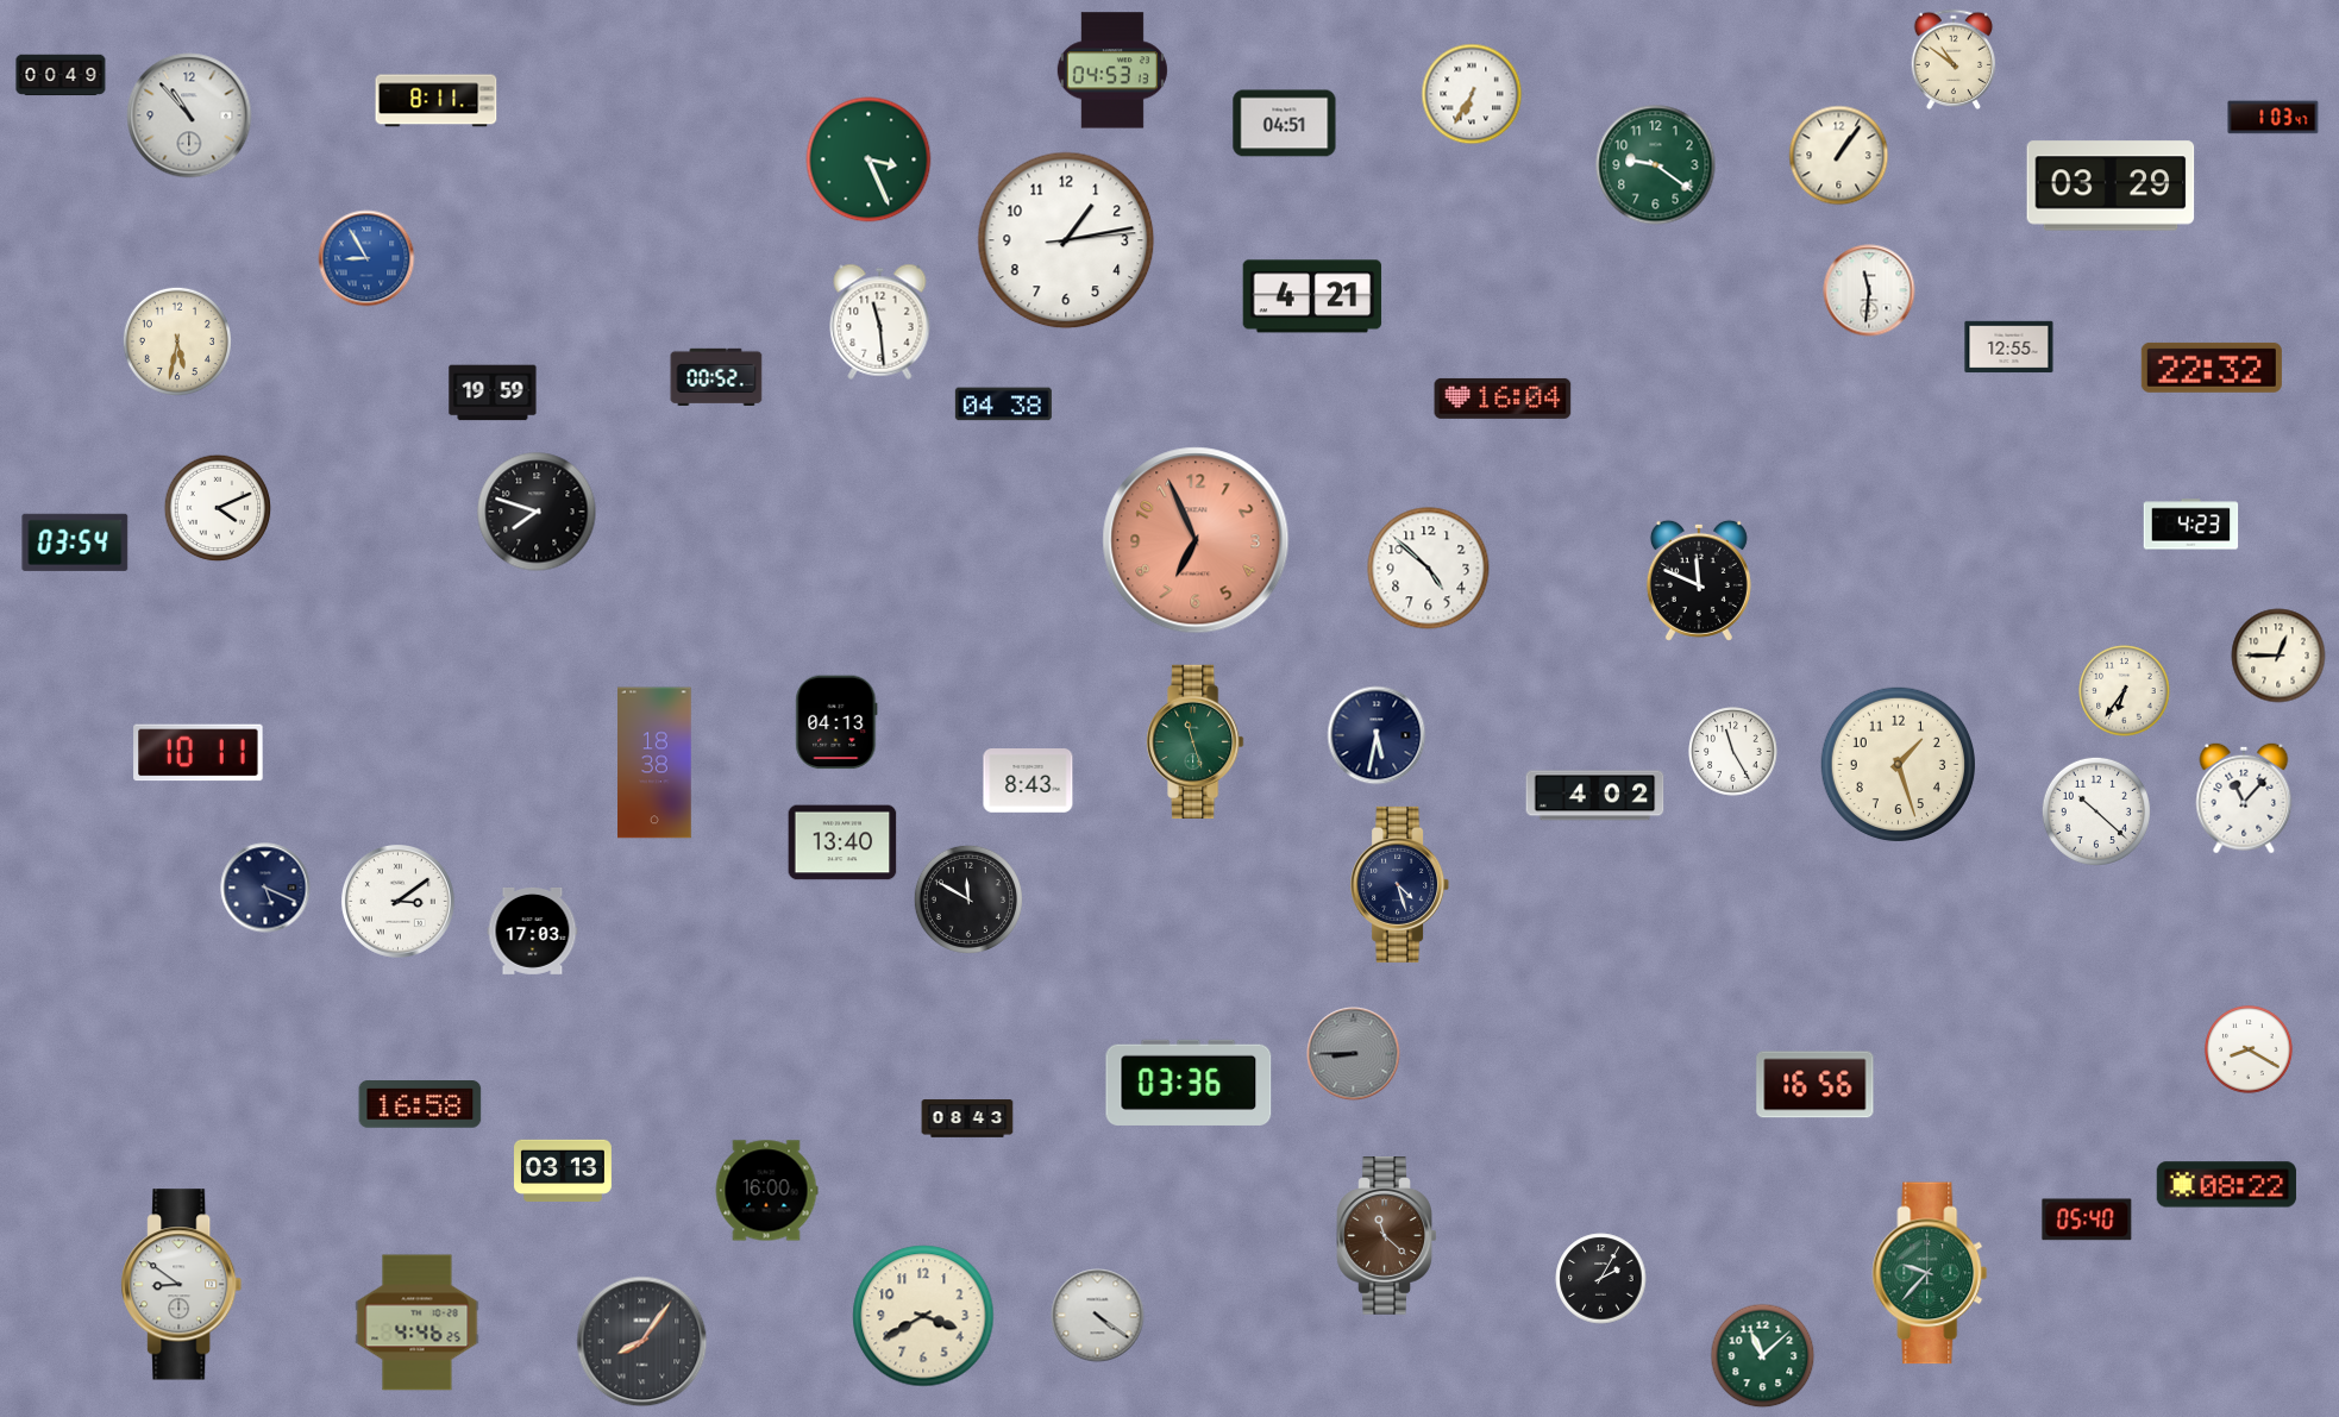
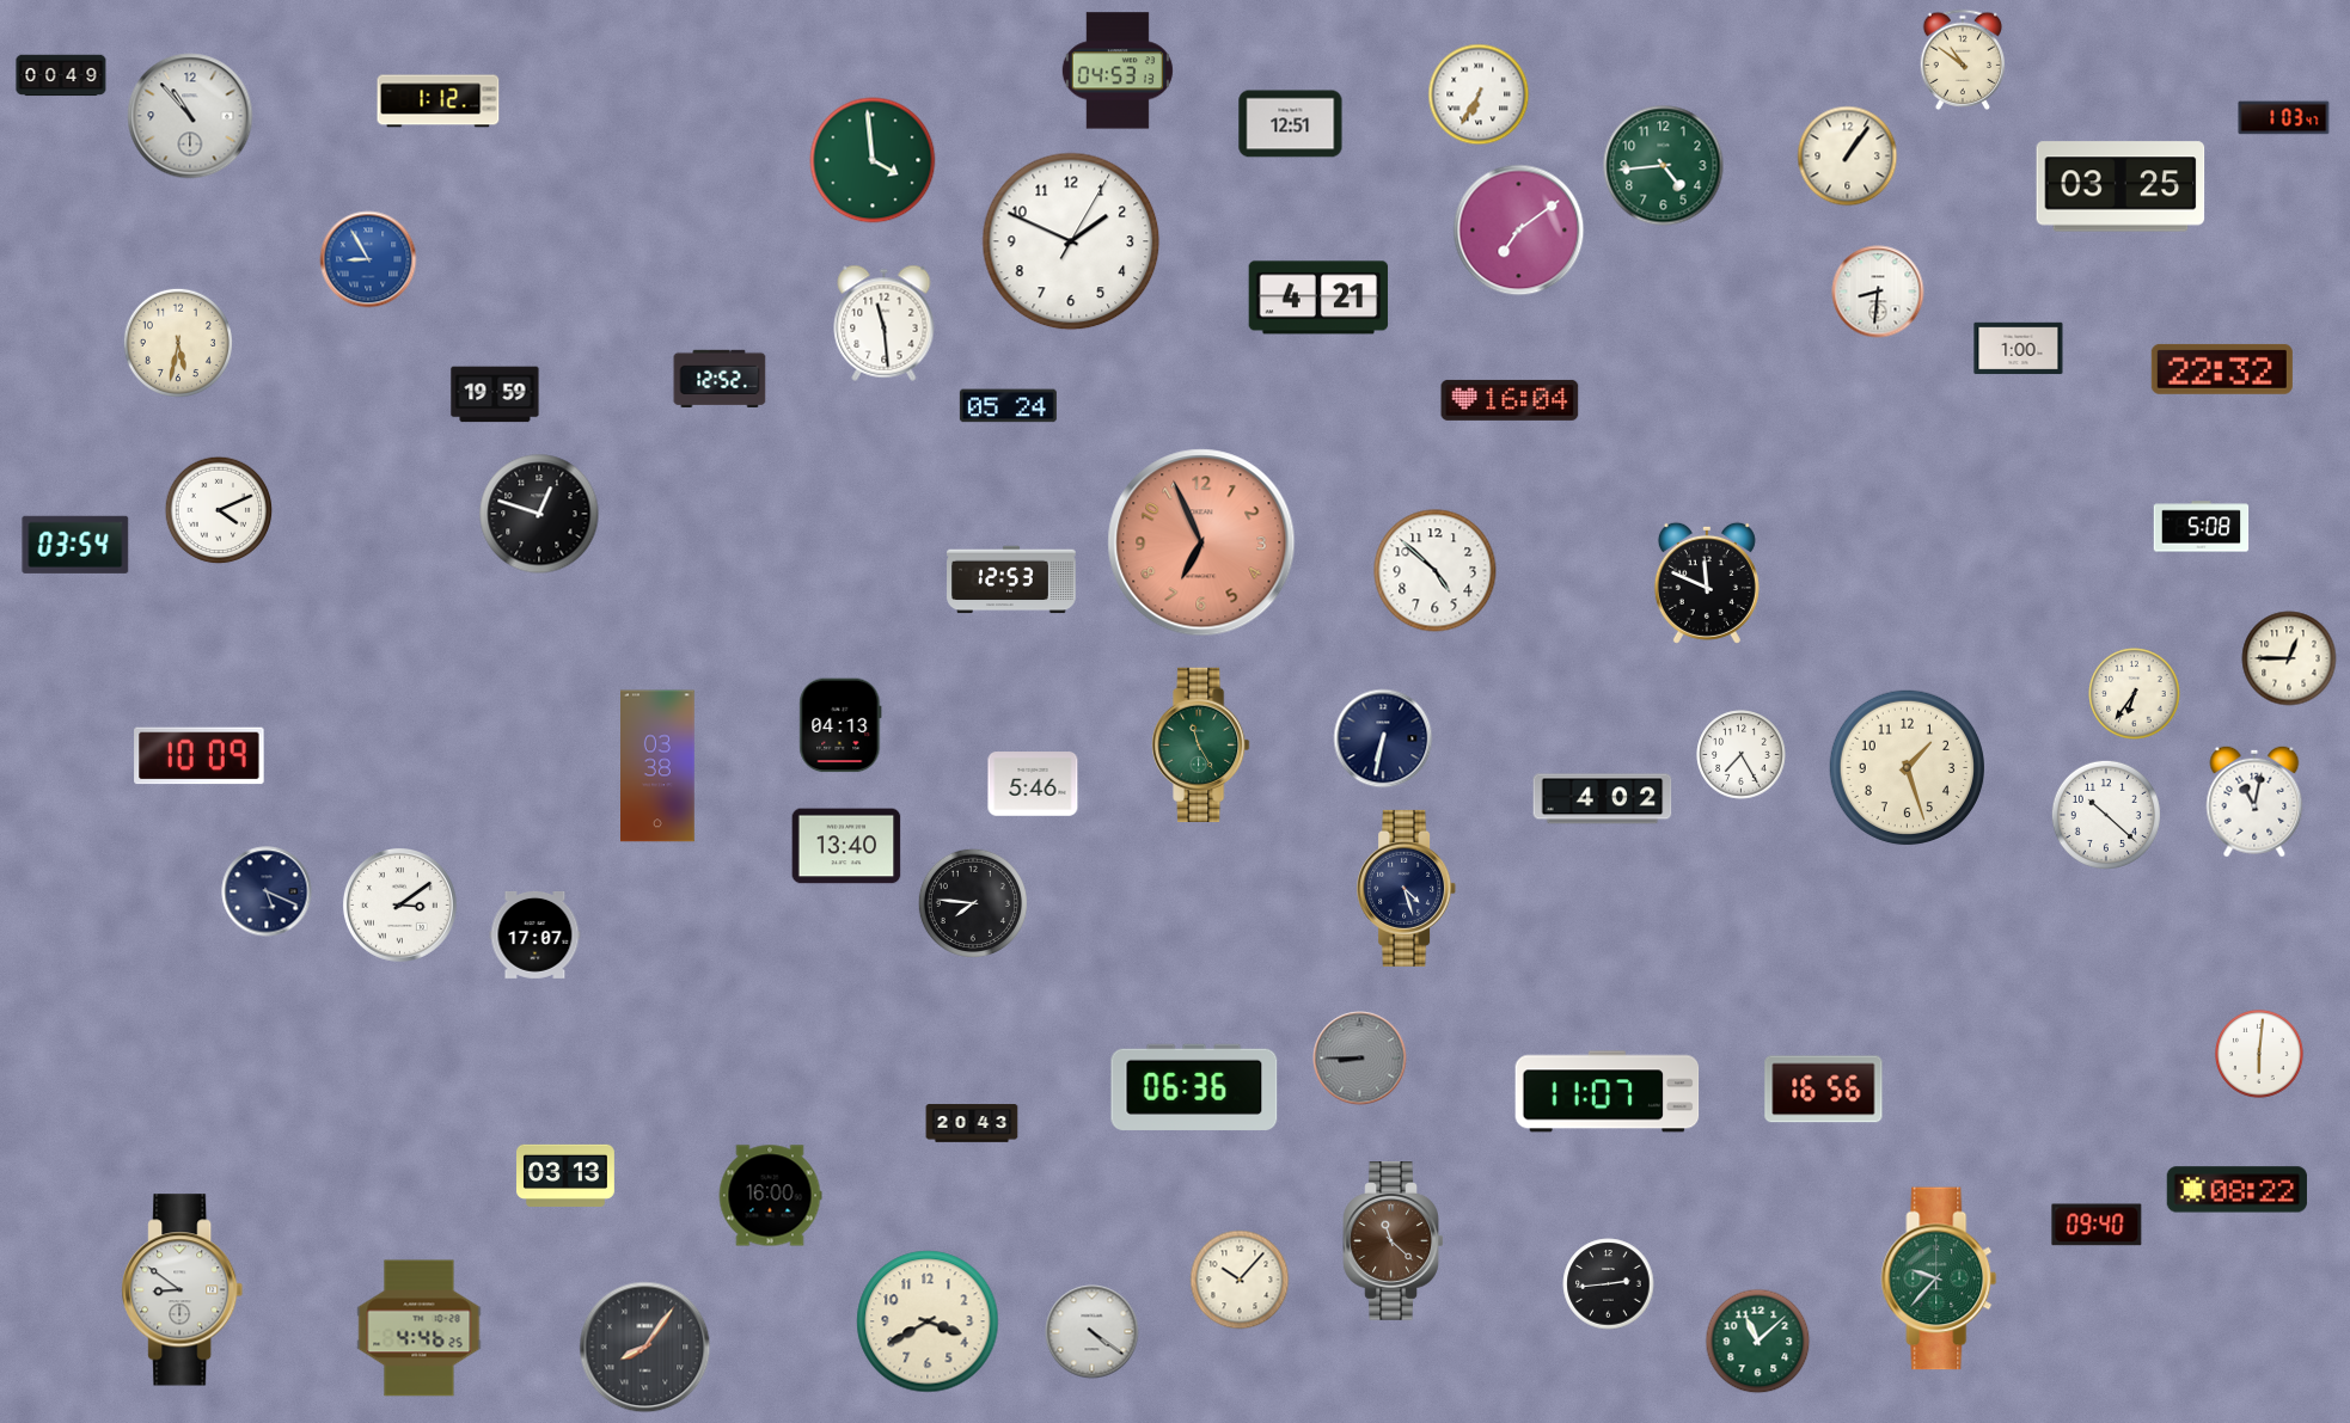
clock at (437, 101): 8:11 -> 1:12
clock at (1285, 124): 04:51 -> 12:51
clock at (868, 159): 3:26 -> 3:59
clock at (1656, 165): 9:21 -> 4:44
clock at (2111, 186): 03:29 -> 03:25
clock at (1519, 231): none -> 7:09
clock at (1066, 240): 1:13 -> 1:49
clock at (1869, 290): 11:31 -> 8:31
clock at (2009, 347): 12:55 -> 1:00
clock at (716, 376): 00:52 -> 12:52
clock at (1003, 405): 04:38 -> 05:24
clock at (537, 512): 7:48 -> 12:48
clock at (2191, 525): 4:23 -> 5:08
clock at (1011, 579): none -> 12:53
clock at (1377, 735): 5:32 -> 6:32
clock at (1196, 741): 11:27 -> 11:25
clock at (1733, 752): 11:25 -> 7:25
clock at (199, 753): 10:11 -> 10:09
clock at (656, 763): 18:38 -> 03:38
clock at (1028, 780): 8:43 -> 5:46
clock at (2244, 798): 11:07 -> 11:02
clock at (968, 899): 11:50 -> 7:46
clock at (533, 930): 17:03 -> 17:07
clock at (2250, 1051): 8:20 -> 6:01
clock at (1189, 1083): 03:36 -> 06:36
clock at (1608, 1092): none -> 11:07
clock at (420, 1105): 16:58 -> none
clock at (967, 1118): 08:43 -> 20:43
clock at (2087, 1220): 05:40 -> 09:40
clock at (1240, 1280): none -> 10:07
clock at (1601, 1279): 2:05 -> 2:44
clock at (1098, 1316) position: (1098, 1316) -> (1093, 1332)
clock at (1763, 1356) position: (1763, 1356) -> (1758, 1342)
